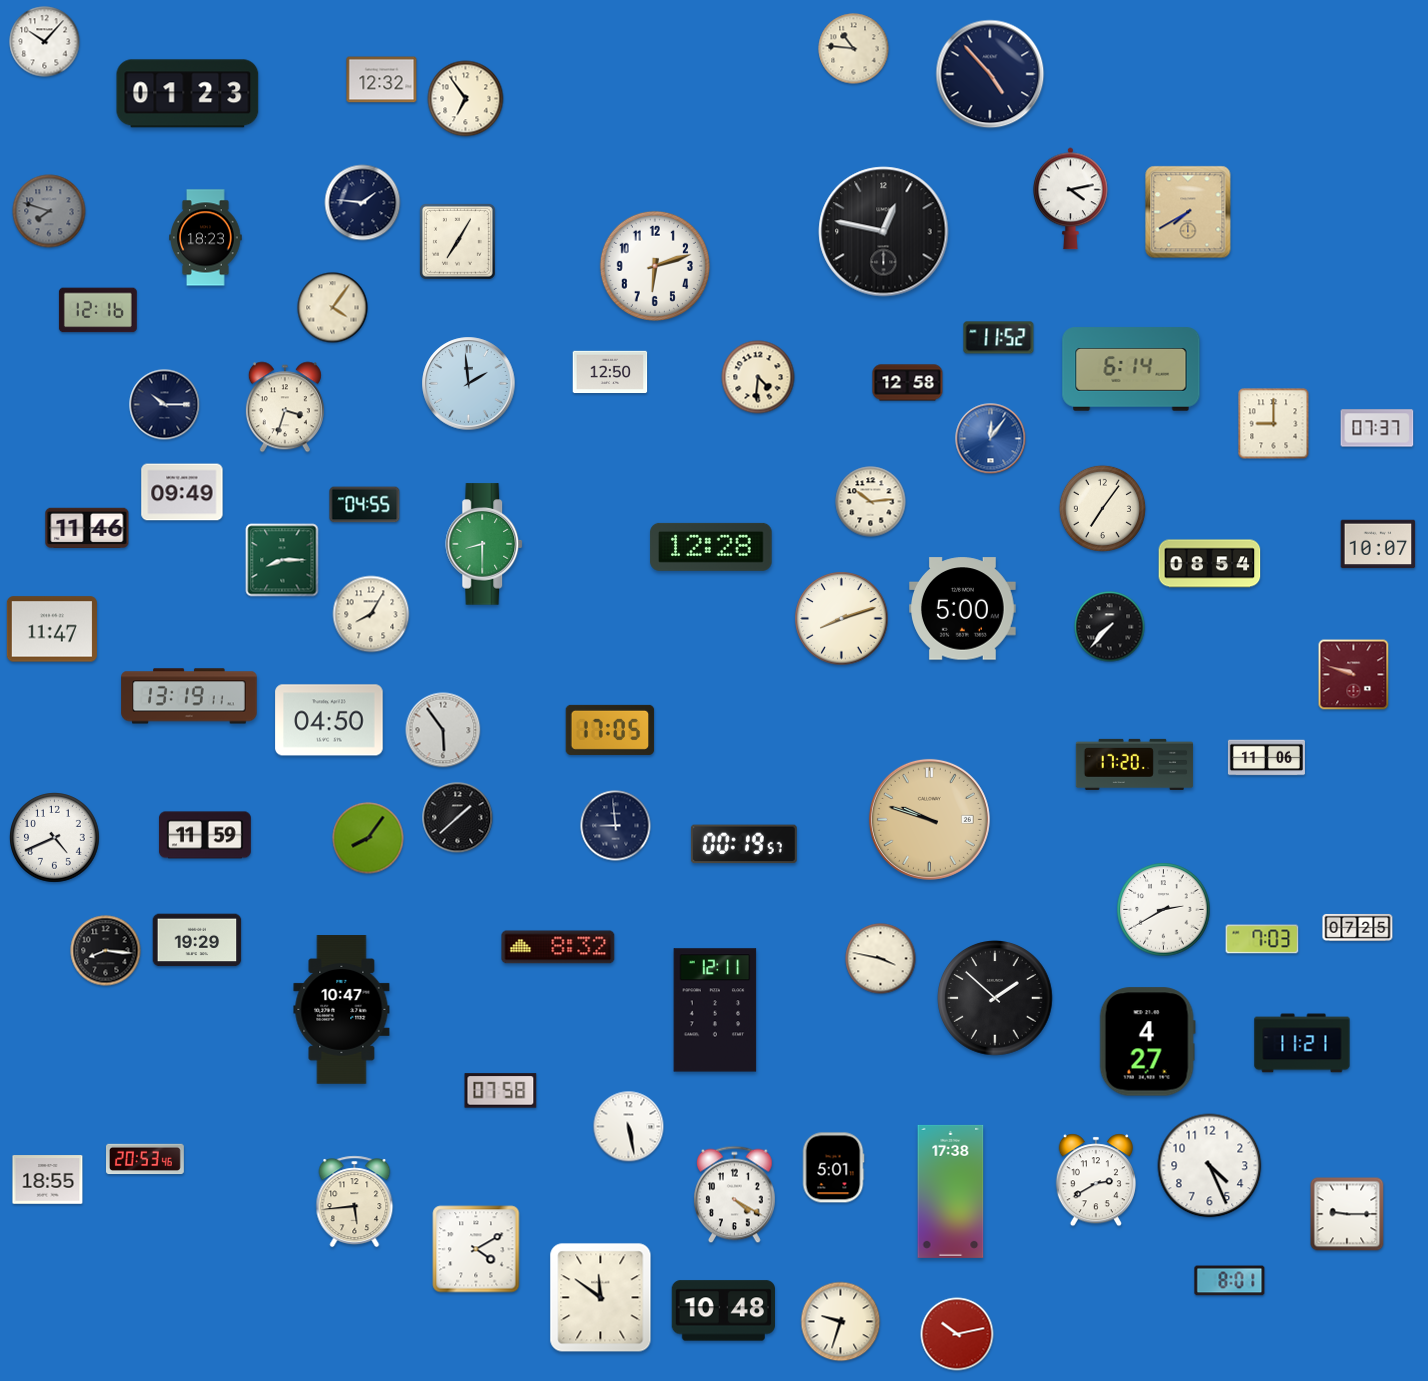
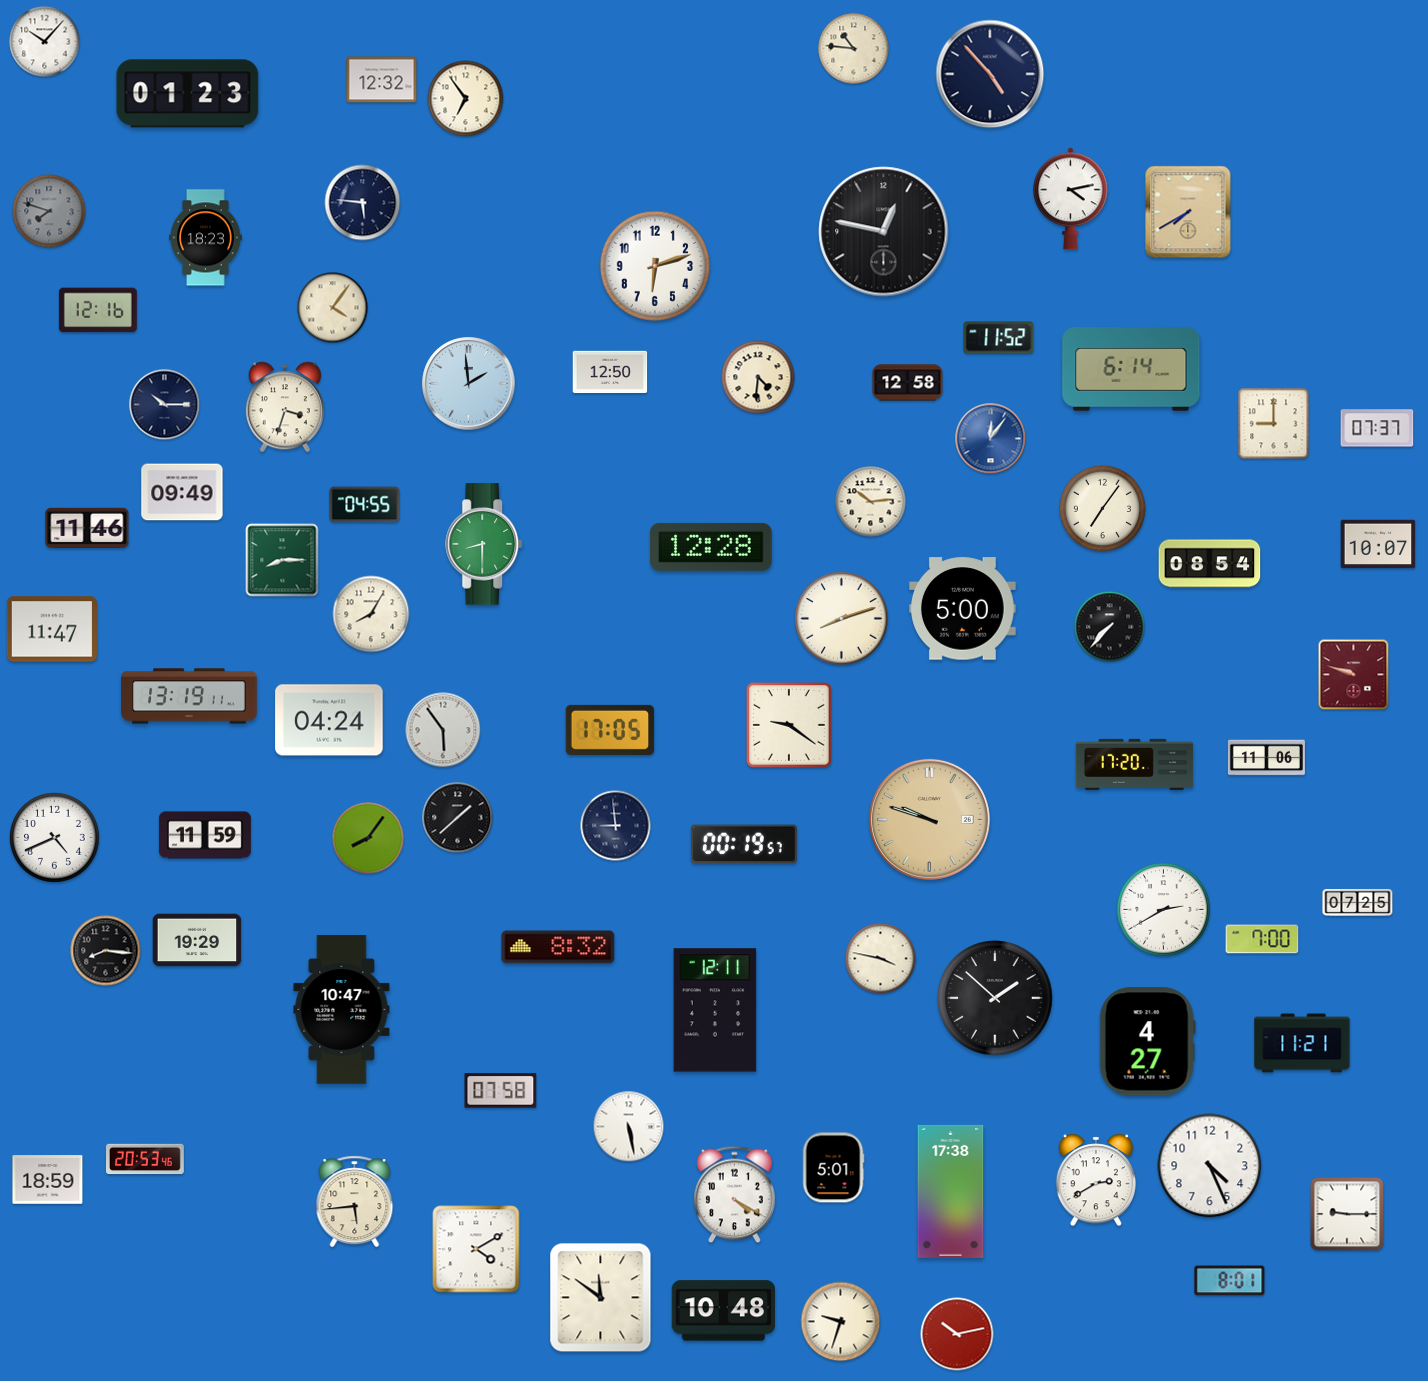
clock at (363, 203): 1:46 -> 5:46
clock at (457, 241): 7:05 -> none
clock at (329, 720): 04:50 -> 04:24
clock at (790, 726): none -> 9:21
clock at (1358, 927) position: (1358, 927) -> (1358, 902)
clock at (1262, 939): 7:03 -> 7:00
clock at (48, 1180): 18:55 -> 18:59
